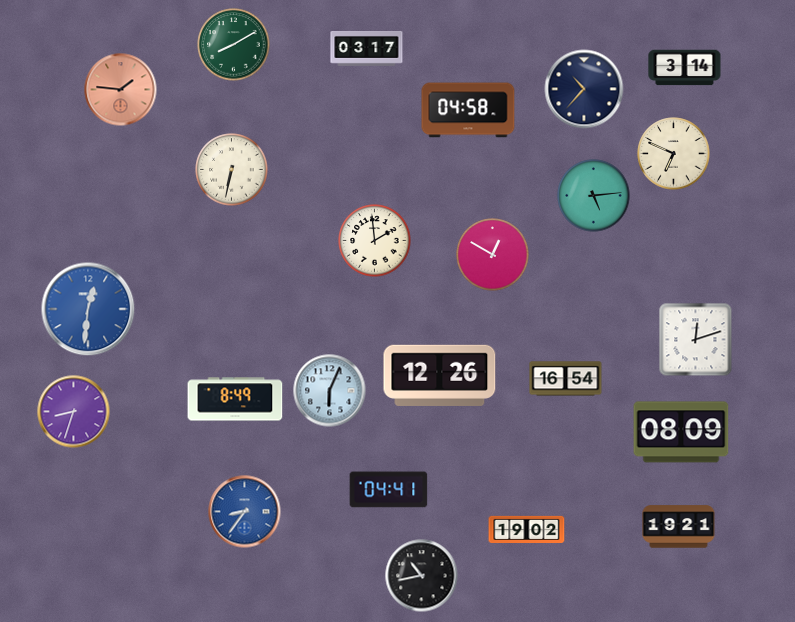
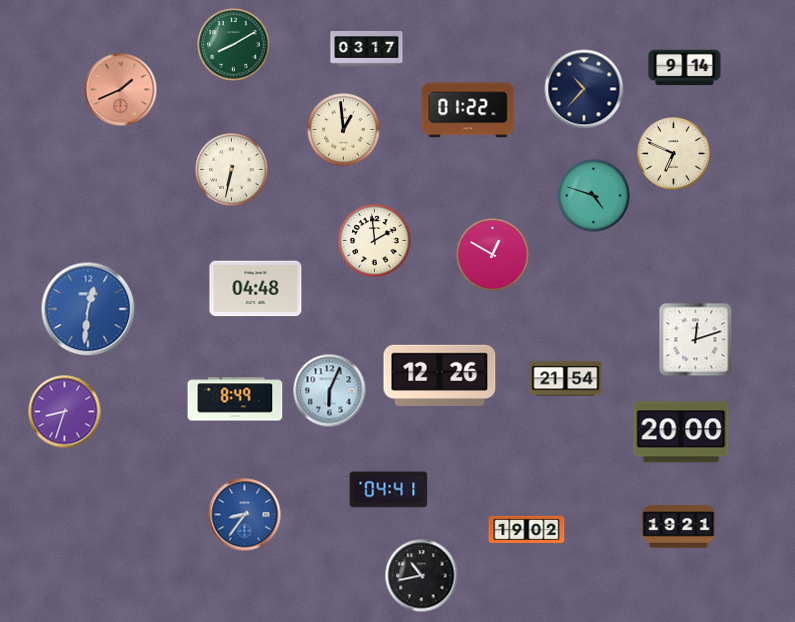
clock at (685, 68): 3:14 -> 9:14
clock at (121, 90): 1:46 -> 1:41
clock at (468, 110): 04:58 -> 01:22
clock at (344, 130): none -> 12:59
clock at (594, 196): 5:14 -> 4:48
clock at (256, 289): none -> 04:48
clock at (566, 379): 16:54 -> 21:54
clock at (74, 412) position: (74, 412) -> (65, 412)
clock at (681, 432): 08:09 -> 20:00
clock at (245, 512) position: (245, 512) -> (245, 515)
